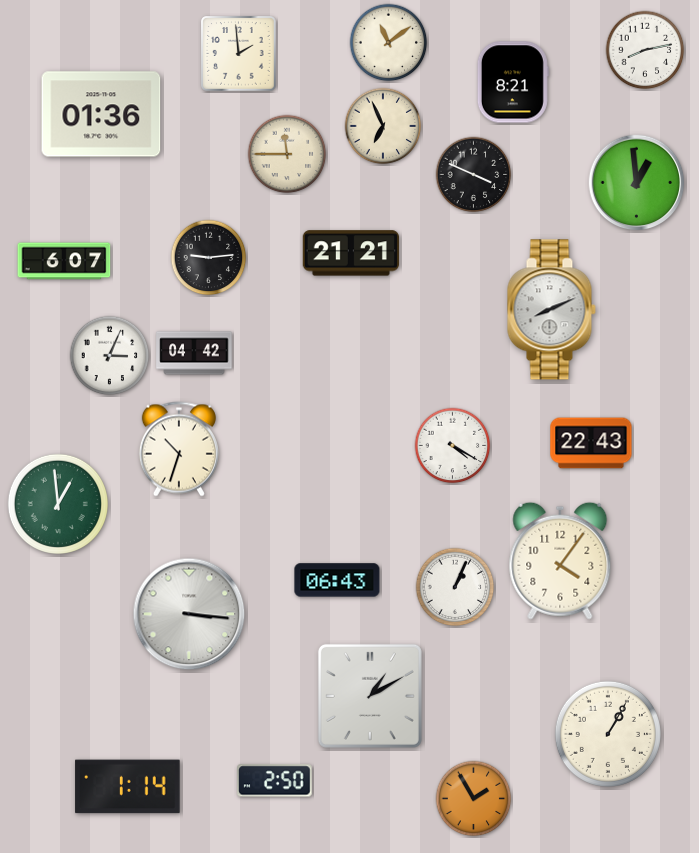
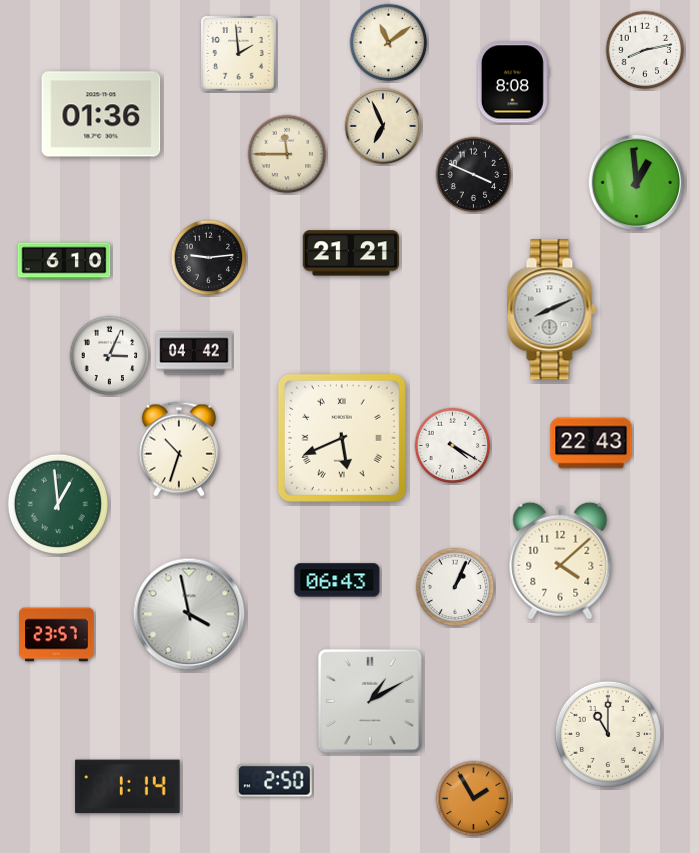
clock at (513, 82): 8:21 -> 8:08
clock at (64, 261): 6:07 -> 6:10
clock at (342, 438): none -> 5:41
clock at (560, 561): 4:06 -> 4:08
clock at (189, 614): 3:16 -> 3:58
clock at (57, 635): none -> 23:57
clock at (370, 696) position: (370, 696) -> (370, 701)
clock at (608, 734): 1:05 -> 11:00
